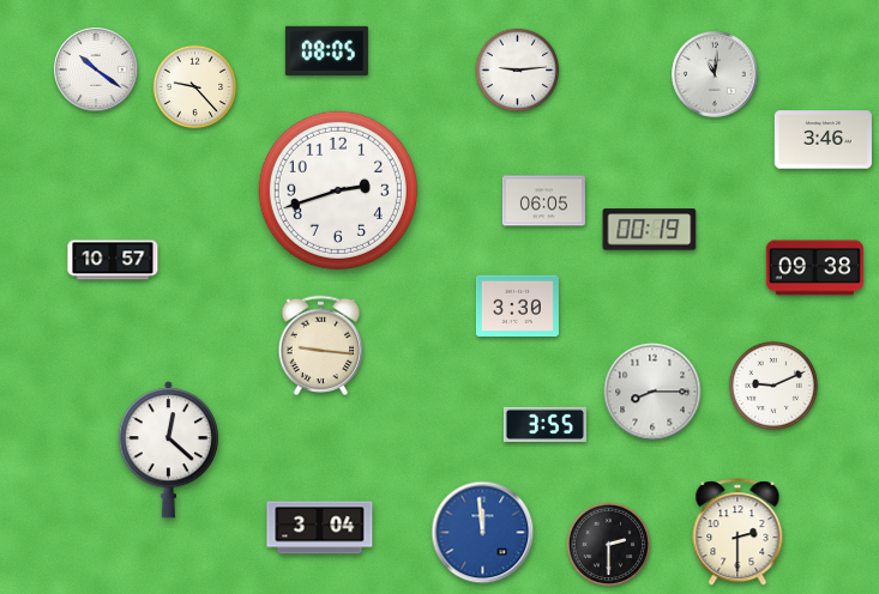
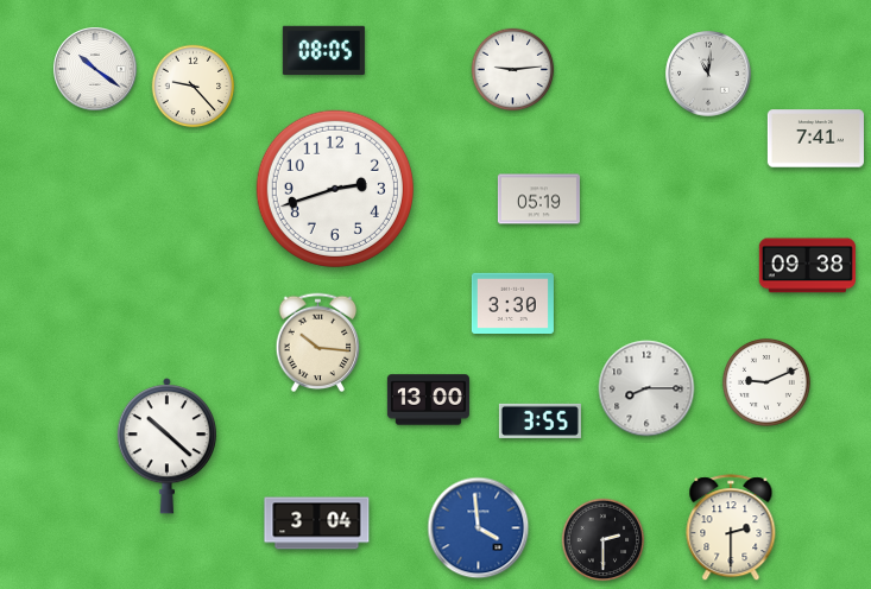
clock at (823, 140): 3:46 -> 7:41
clock at (543, 201): 06:05 -> 05:19
clock at (650, 230): 00:19 -> none
clock at (113, 260): 10:57 -> none
clock at (321, 346): 9:16 -> 10:16
clock at (428, 400): none -> 13:00
clock at (168, 450): 12:22 -> 10:22
clock at (483, 533): 11:59 -> 3:59
